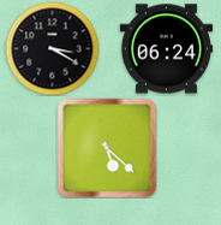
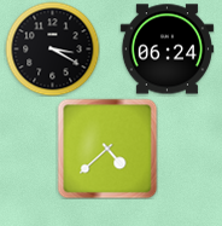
clock at (107, 148): 5:22 -> 4:38
